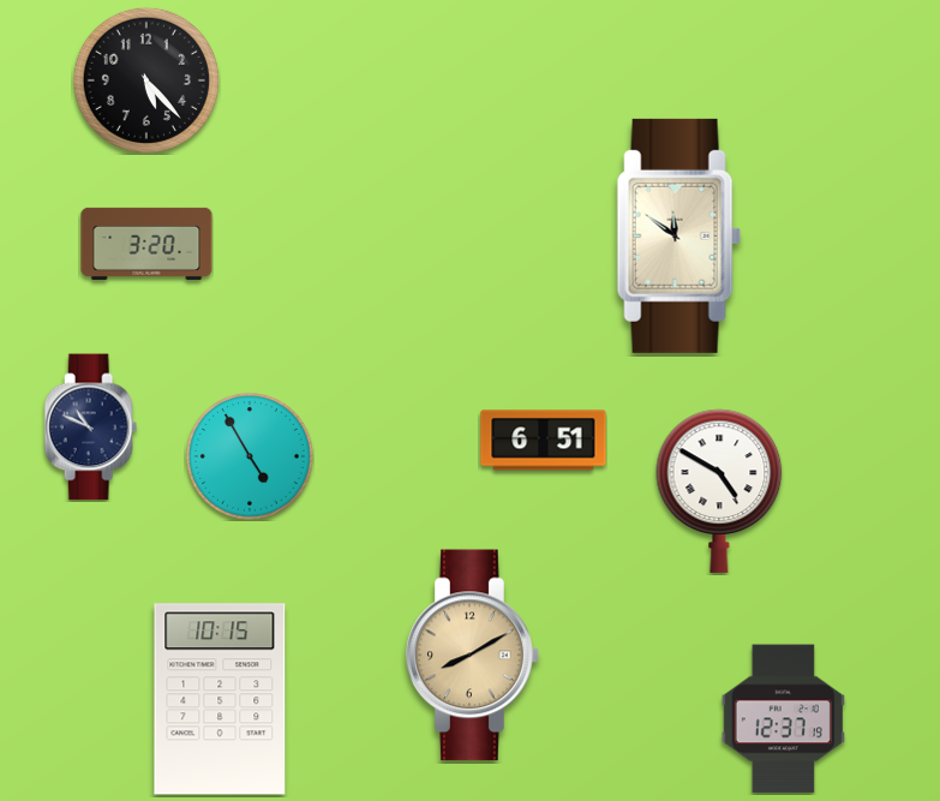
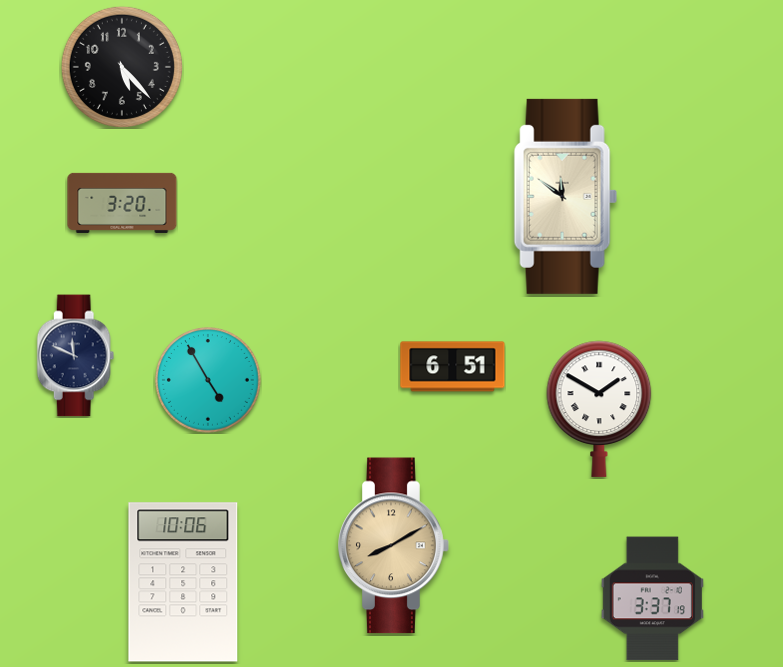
clock at (91, 428): 10:49 -> 11:49
clock at (719, 491): 4:50 -> 1:50
clock at (220, 699): 10:15 -> 10:06
clock at (783, 719): 12:37 -> 3:37
